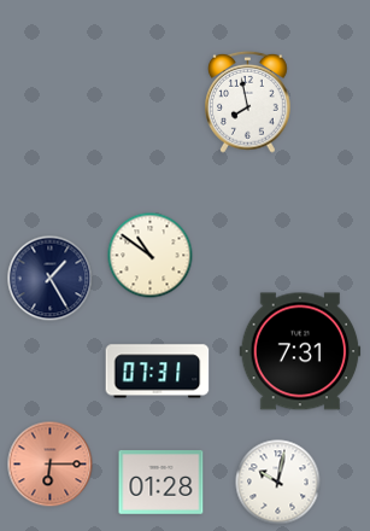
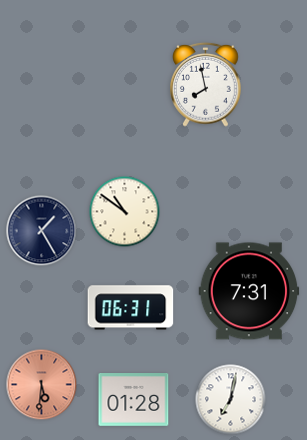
clock at (158, 372): 07:31 -> 06:31
clock at (51, 465): 6:15 -> 5:31
clock at (278, 483): 10:02 -> 7:02
